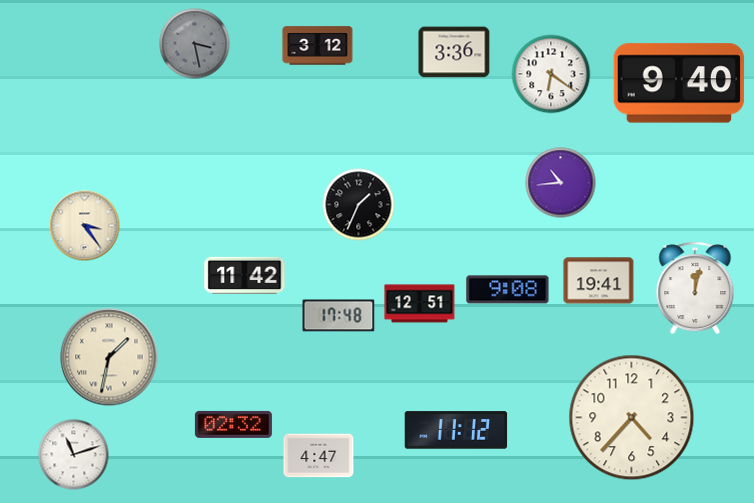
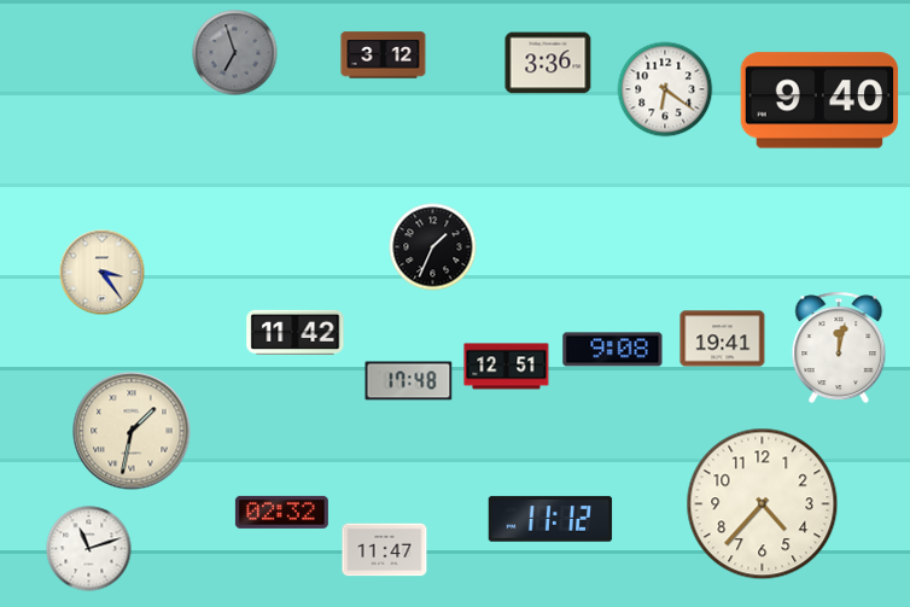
clock at (195, 44): 3:28 -> 6:57
clock at (561, 183): 10:44 -> none
clock at (319, 456): 4:47 -> 11:47
